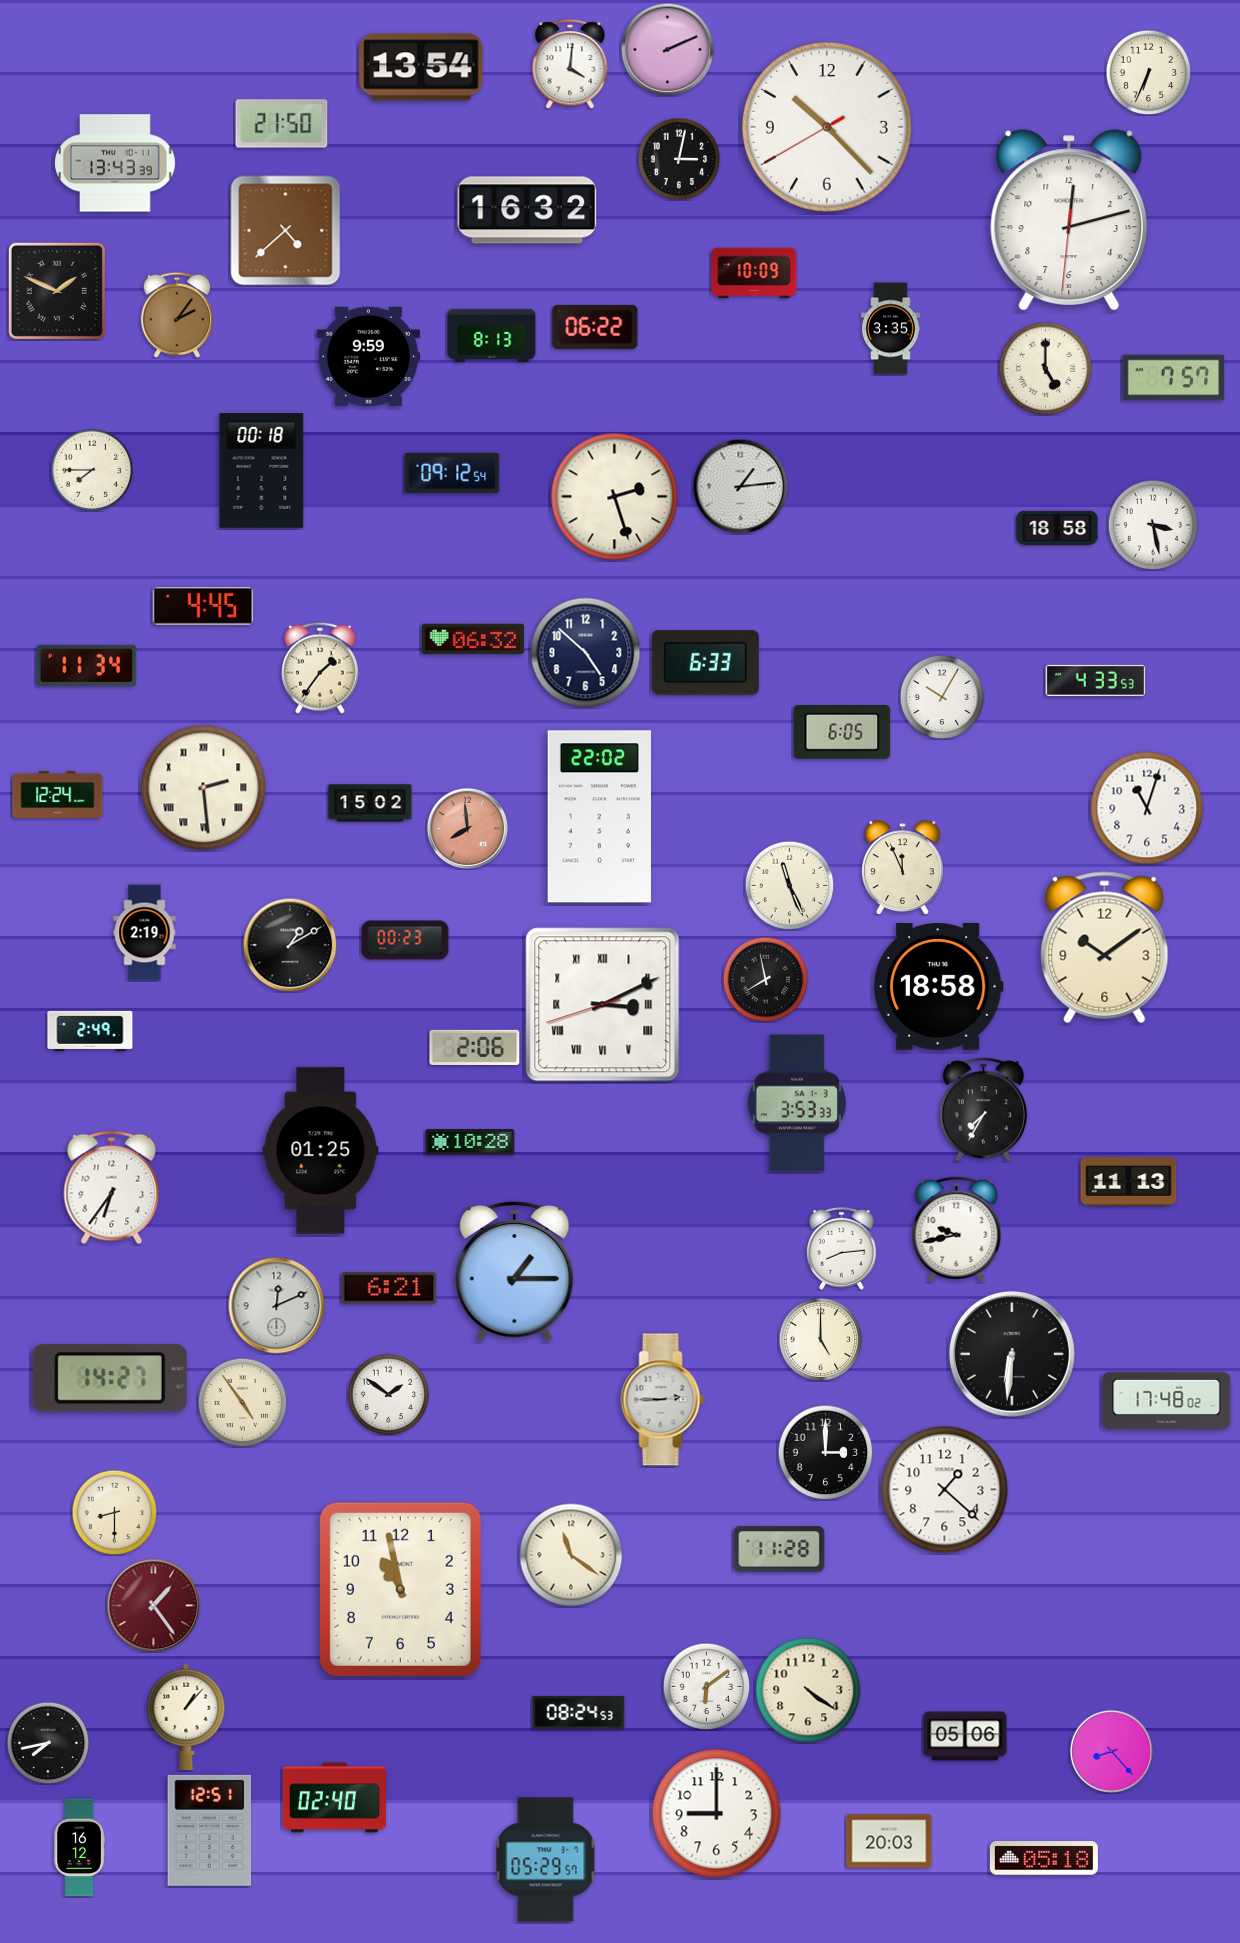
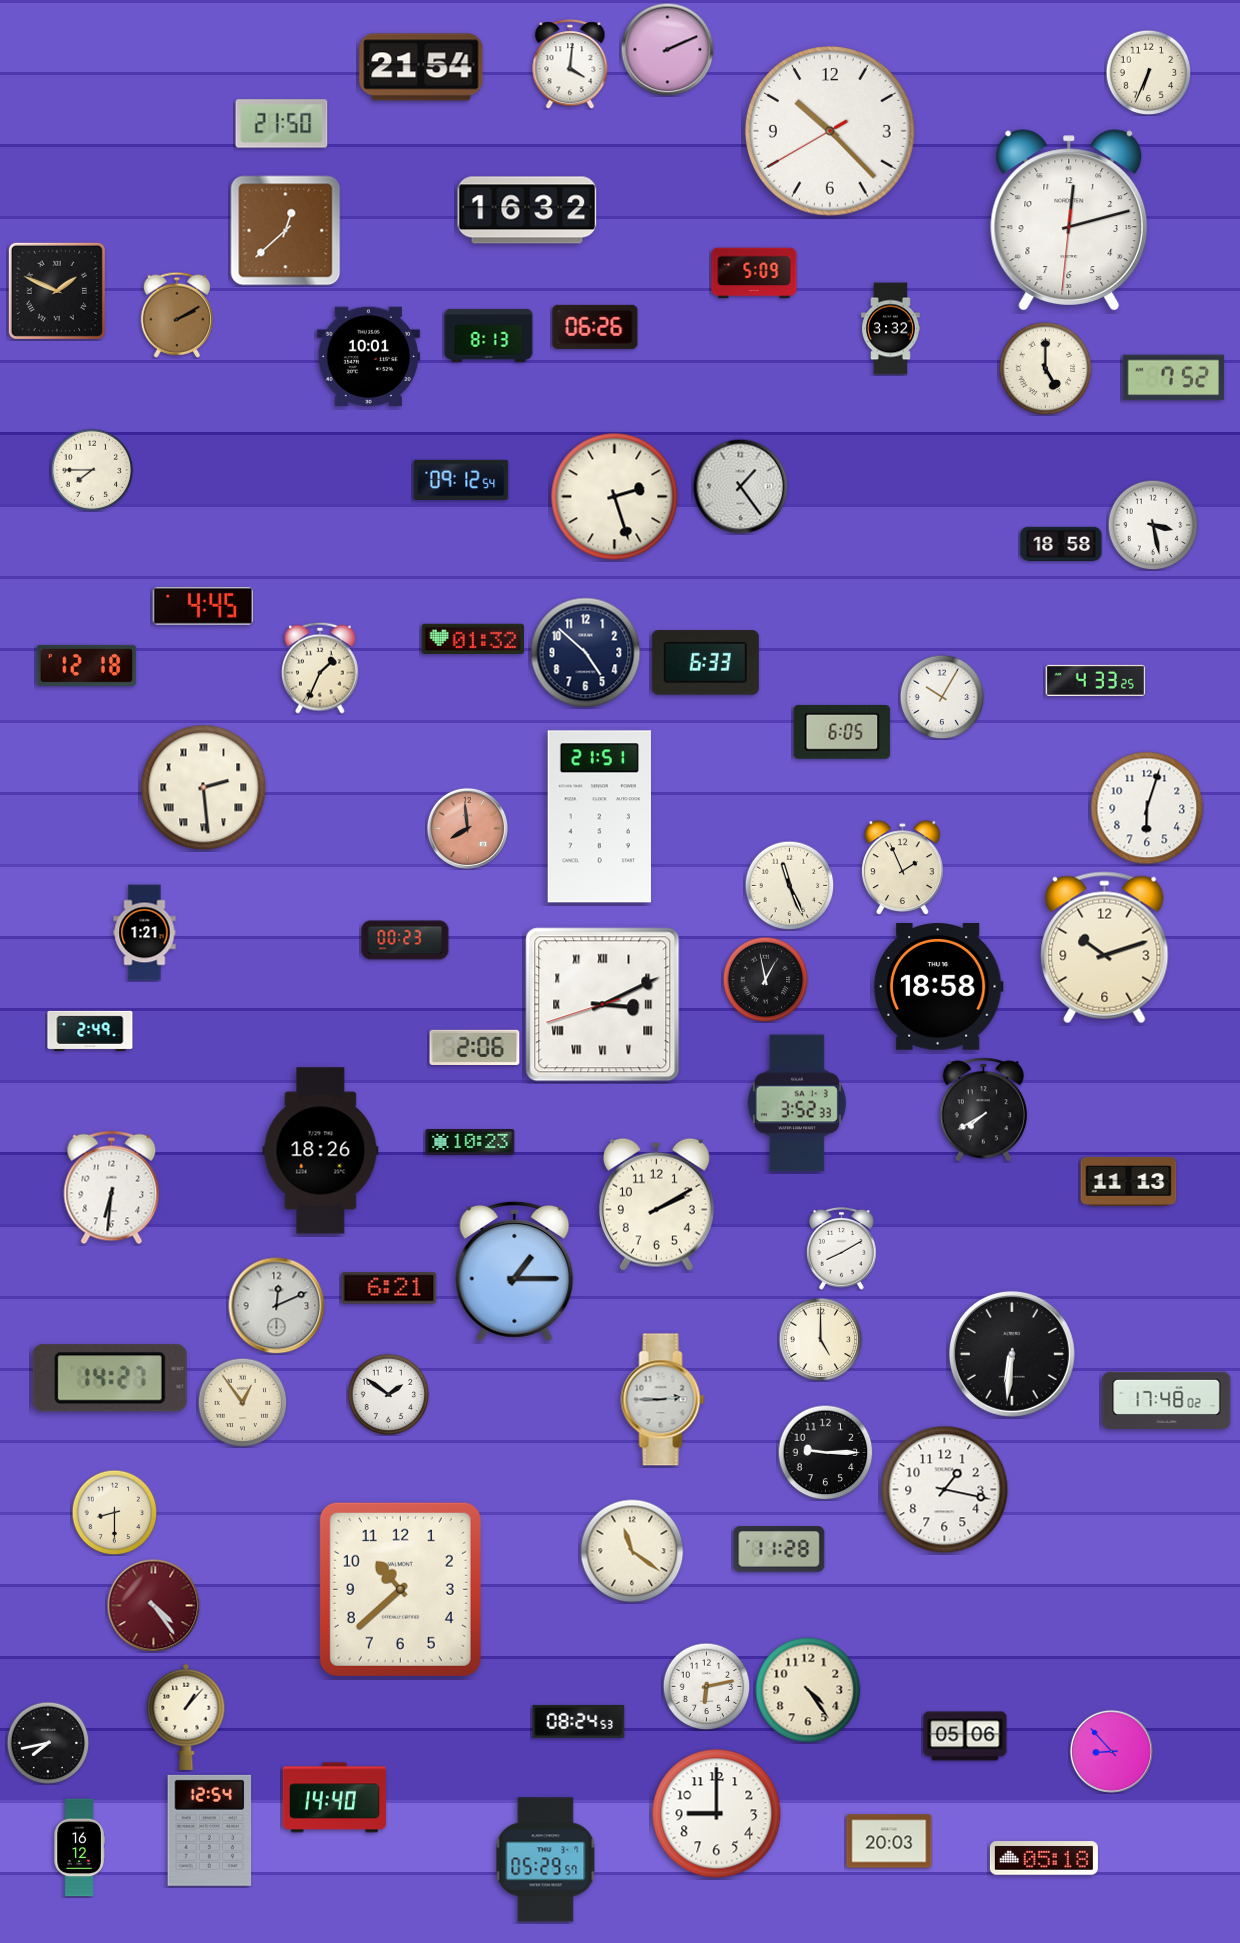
clock at (421, 67): 13:54 -> 21:54
clock at (827, 127) position: (827, 127) -> (830, 131)
clock at (679, 159): 3:02 -> none
clock at (115, 163): 13:43 -> none
clock at (286, 231): 4:38 -> 12:38
clock at (754, 273): 10:09 -> 5:09
clock at (176, 315): 2:06 -> 2:10
clock at (595, 327): 06:22 -> 06:26
clock at (891, 329): 3:35 -> 3:32
clock at (492, 335) position: (492, 335) -> (489, 335)
clock at (368, 357): 9:59 -> 10:01
clock at (1174, 378): 7:57 -> 7:52
clock at (262, 471): 00:18 -> none
clock at (452, 472) position: (452, 472) -> (461, 479)
clock at (740, 486): 1:14 -> 1:24
clock at (1057, 528) position: (1057, 528) -> (1061, 544)
clock at (472, 639): 06:32 -> 01:32
clock at (87, 665): 11:34 -> 12:18
clock at (321, 668): 1:36 -> 1:34
clock at (1096, 680): 4:33:53 -> 4:33:25
clock at (58, 794): 12:24 -> none
clock at (370, 803): 15:02 -> none
clock at (1147, 808): 11:03 -> 6:03
clock at (599, 817): 22:02 -> 21:51
clock at (903, 867): 11:56 -> 1:56
clock at (145, 933): 2:19 -> 1:21
clock at (290, 945): 1:10 -> none
clock at (1105, 948): 10:09 -> 10:12
clock at (765, 979): 7:58 -> 12:58
clock at (797, 1103): 3:53 -> 3:52
clock at (984, 1110): 7:35 -> 7:40
clock at (470, 1143): 10:28 -> 10:23
clock at (321, 1151): 01:25 -> 18:26
clock at (112, 1188): 6:36 -> 6:31
clock at (656, 1204): none -> 2:10
clock at (957, 1230): 9:43 -> none
clock at (842, 1248): 8:14 -> 8:10
clock at (242, 1402): 4:54 -> 12:54
clock at (825, 1452): 3:00 -> 9:15
clock at (945, 1490): 1:22 -> 1:17
clock at (571, 1555) position: (571, 1555) -> (632, 1551)
clock at (400, 1589): 10:58 -> 10:38
clock at (153, 1605): 1:24 -> 4:24
clock at (706, 1686): 6:09 -> 6:13
clock at (808, 1690): 4:21 -> 4:24
clock at (579, 1712) position: (579, 1712) -> (579, 1721)
clock at (1111, 1751): 8:23 -> 8:53
clock at (335, 1798): 02:40 -> 14:40
clock at (210, 1830): 12:51 -> 12:54
